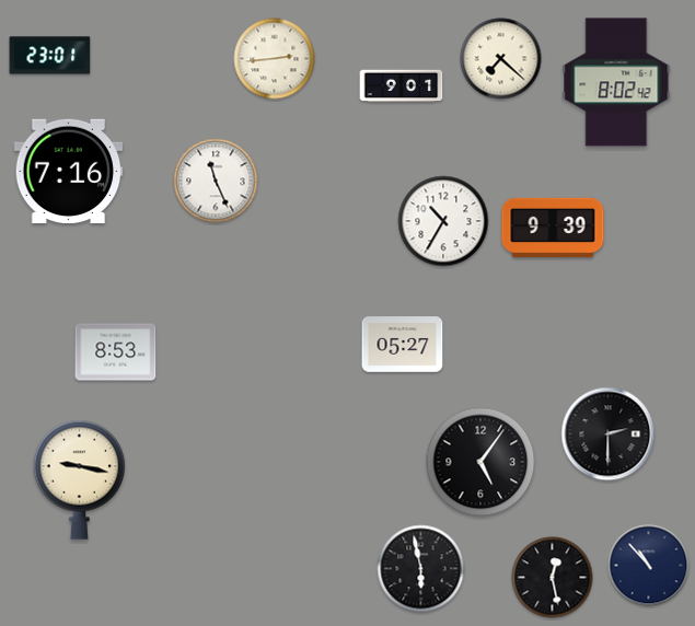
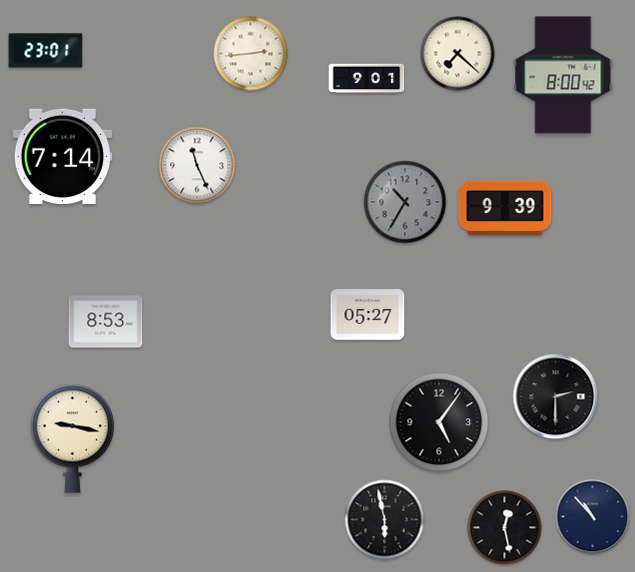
clock at (616, 82): 8:02 -> 8:00
clock at (69, 171): 7:16 -> 7:14
clock at (443, 221) dial: white -> grey
